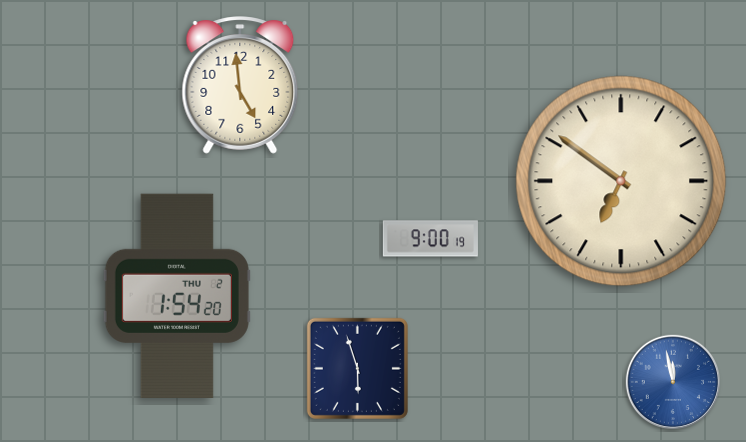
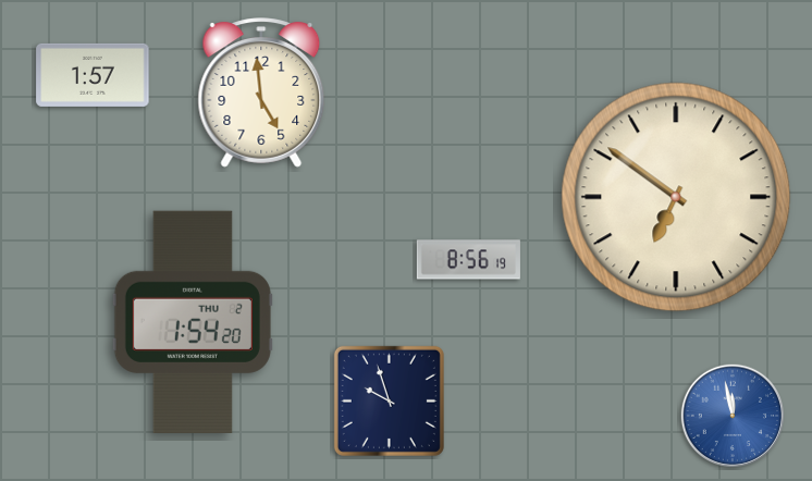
clock at (93, 75): none -> 1:57
clock at (430, 239): 9:00 -> 8:56
clock at (357, 368): 5:57 -> 9:57
